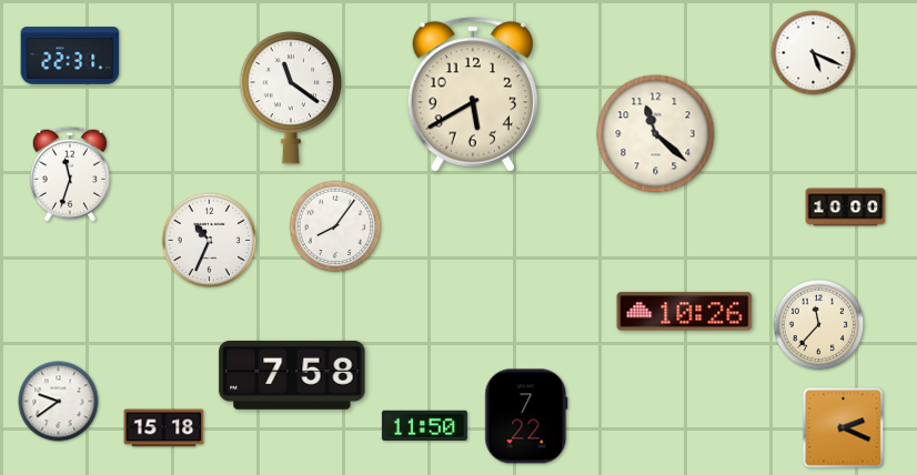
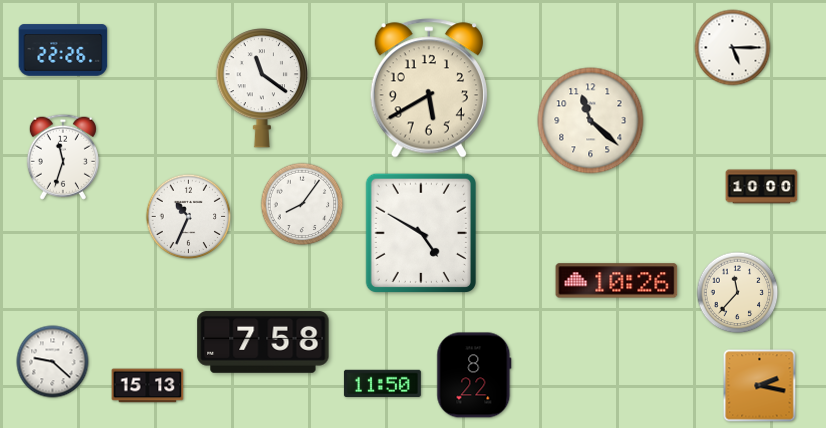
clock at (814, 53): 5:19 -> 5:15
clock at (70, 55): 22:31 -> 22:26
clock at (472, 94) position: (472, 94) -> (428, 88)
clock at (420, 232): none -> 4:50
clock at (292, 375) position: (292, 375) -> (263, 342)
clock at (59, 402): 9:39 -> 9:22
clock at (526, 416): 7:22 -> 8:22
clock at (164, 428): 15:18 -> 15:13
clock at (844, 428): 2:19 -> 2:17
